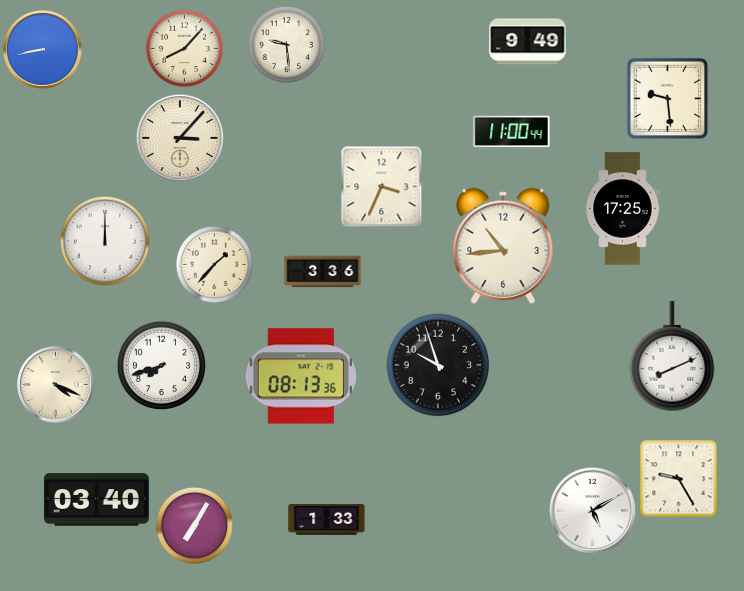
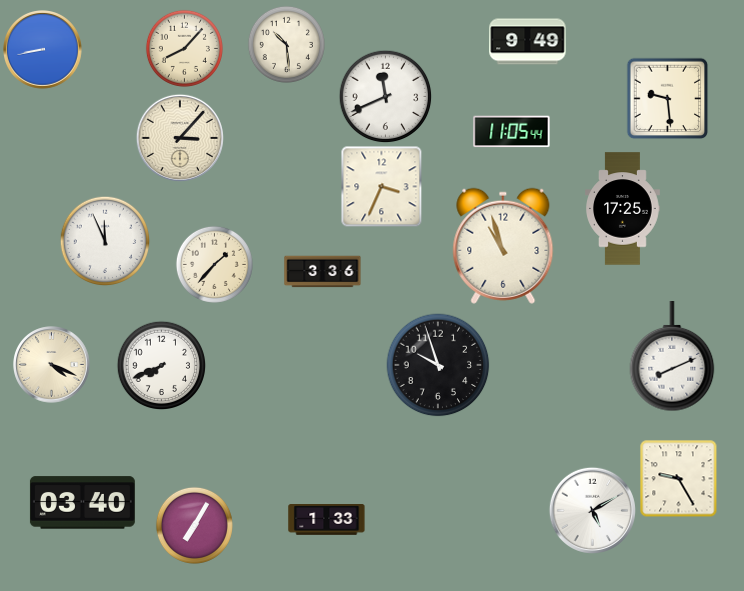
clock at (286, 44): 9:29 -> 10:29
clock at (385, 96): none -> 11:41
clock at (512, 132): 11:00 -> 11:05
clock at (105, 241): 12:00 -> 11:56
clock at (503, 246): 10:44 -> 10:57
clock at (161, 365): 7:42 -> 7:41
clock at (301, 376): 08:13 -> none
clock at (56, 385) position: (56, 385) -> (52, 365)
clock at (96, 500) position: (96, 500) -> (82, 503)
